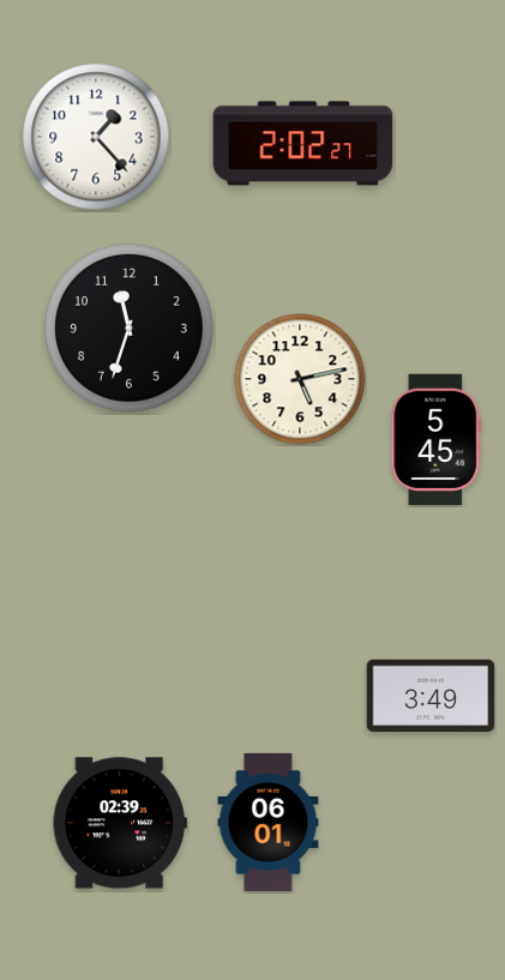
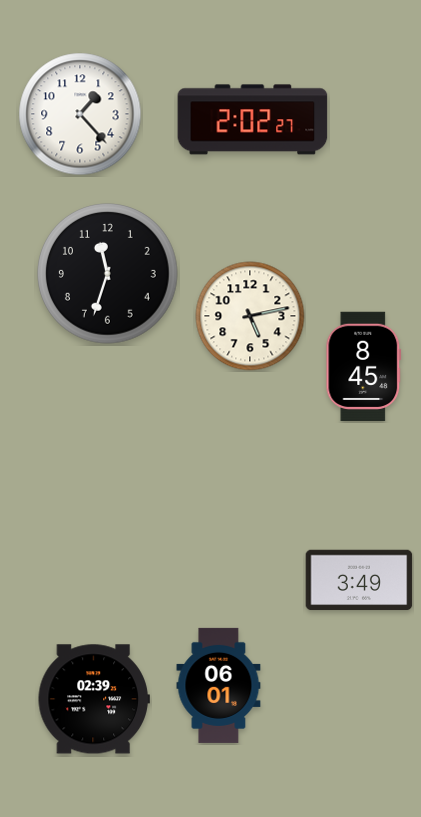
clock at (437, 440): 5:45 -> 8:45
clock at (269, 822) position: (269, 822) -> (219, 685)
clock at (120, 823) position: (120, 823) -> (94, 699)
